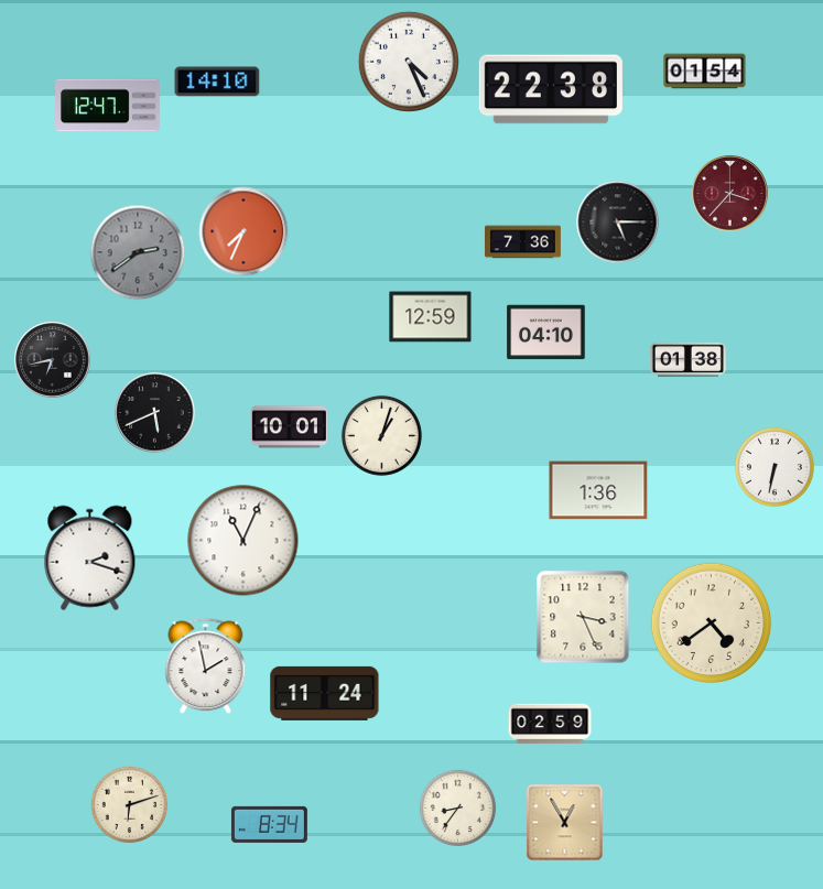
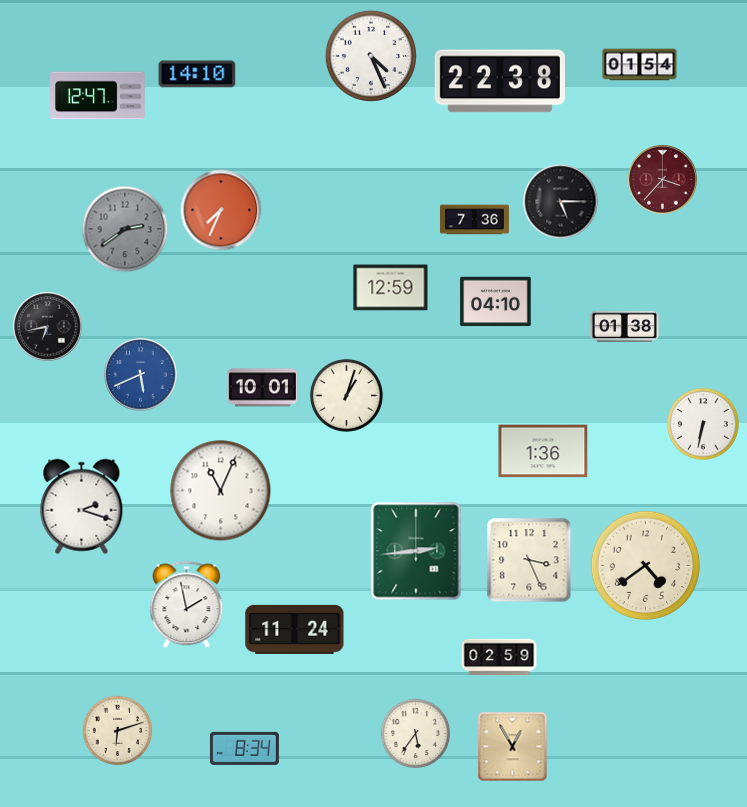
clock at (730, 194) position: (730, 194) -> (663, 180)
clock at (155, 413) dial: black -> blue
clock at (598, 490) position: (598, 490) -> (543, 451)
clock at (416, 551): none -> 2:44
clock at (458, 809): 8:36 -> 5:36
